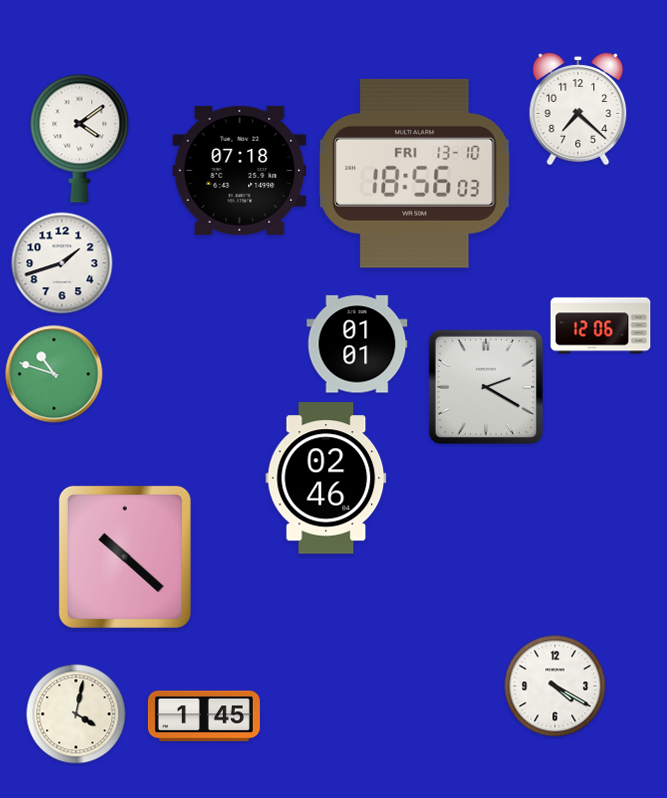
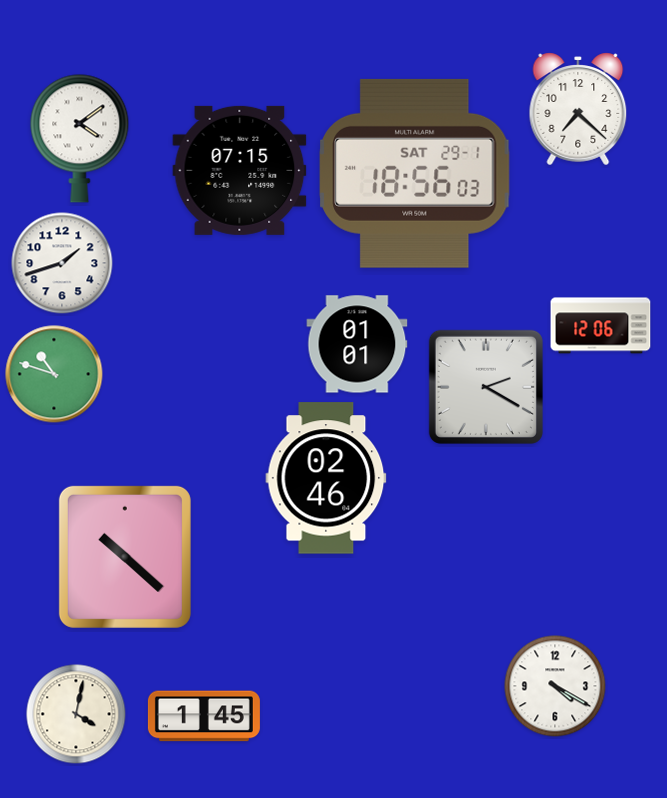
clock at (240, 170): 07:18 -> 07:15
clock at (415, 173) date: FRI 13-10 -> SAT 29-1
